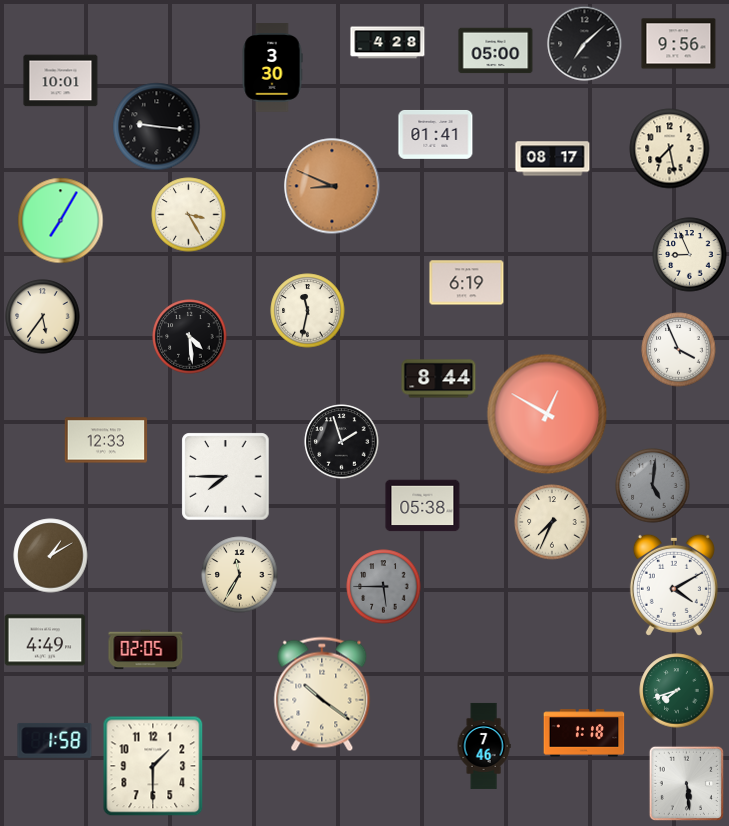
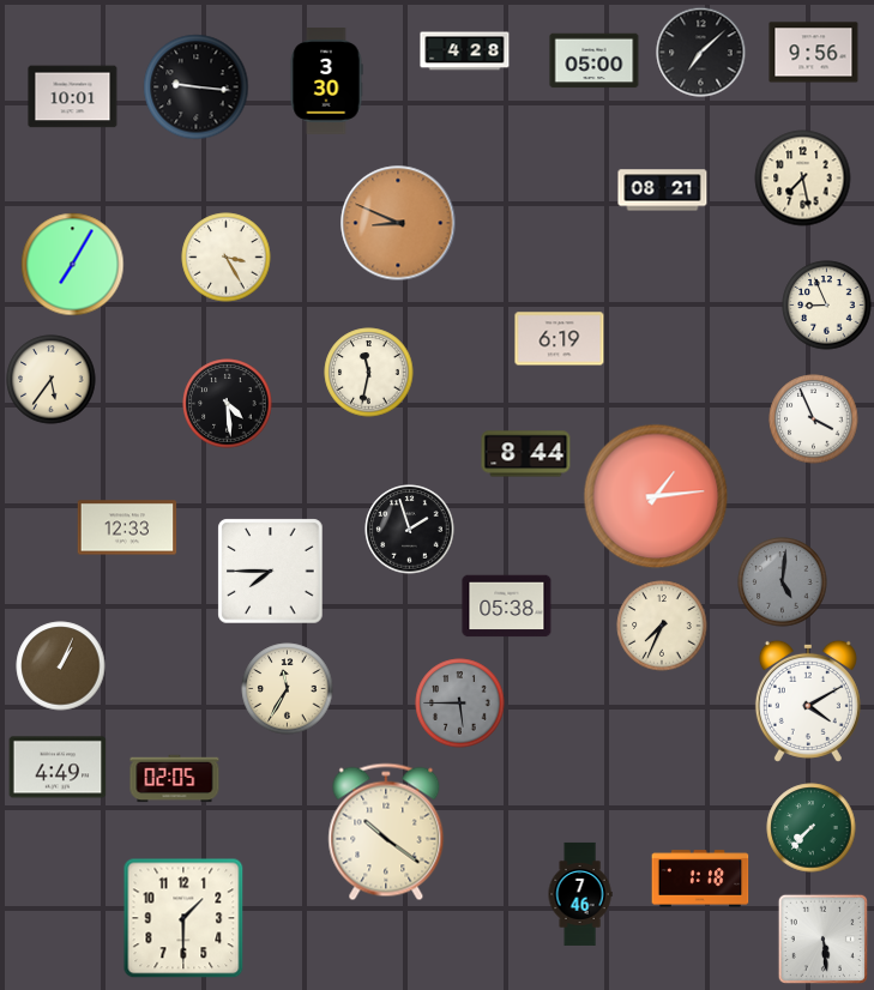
clock at (157, 127) position: (157, 127) -> (197, 87)
clock at (436, 134): 01:41 -> none
clock at (553, 159): 08:17 -> 08:21
clock at (547, 414): 12:50 -> 1:14
clock at (51, 556): 1:10 -> 1:04
clock at (45, 640) position: (45, 640) -> (58, 767)
clock at (677, 691): 7:42 -> 7:37
clock at (55, 740): 1:58 -> none
